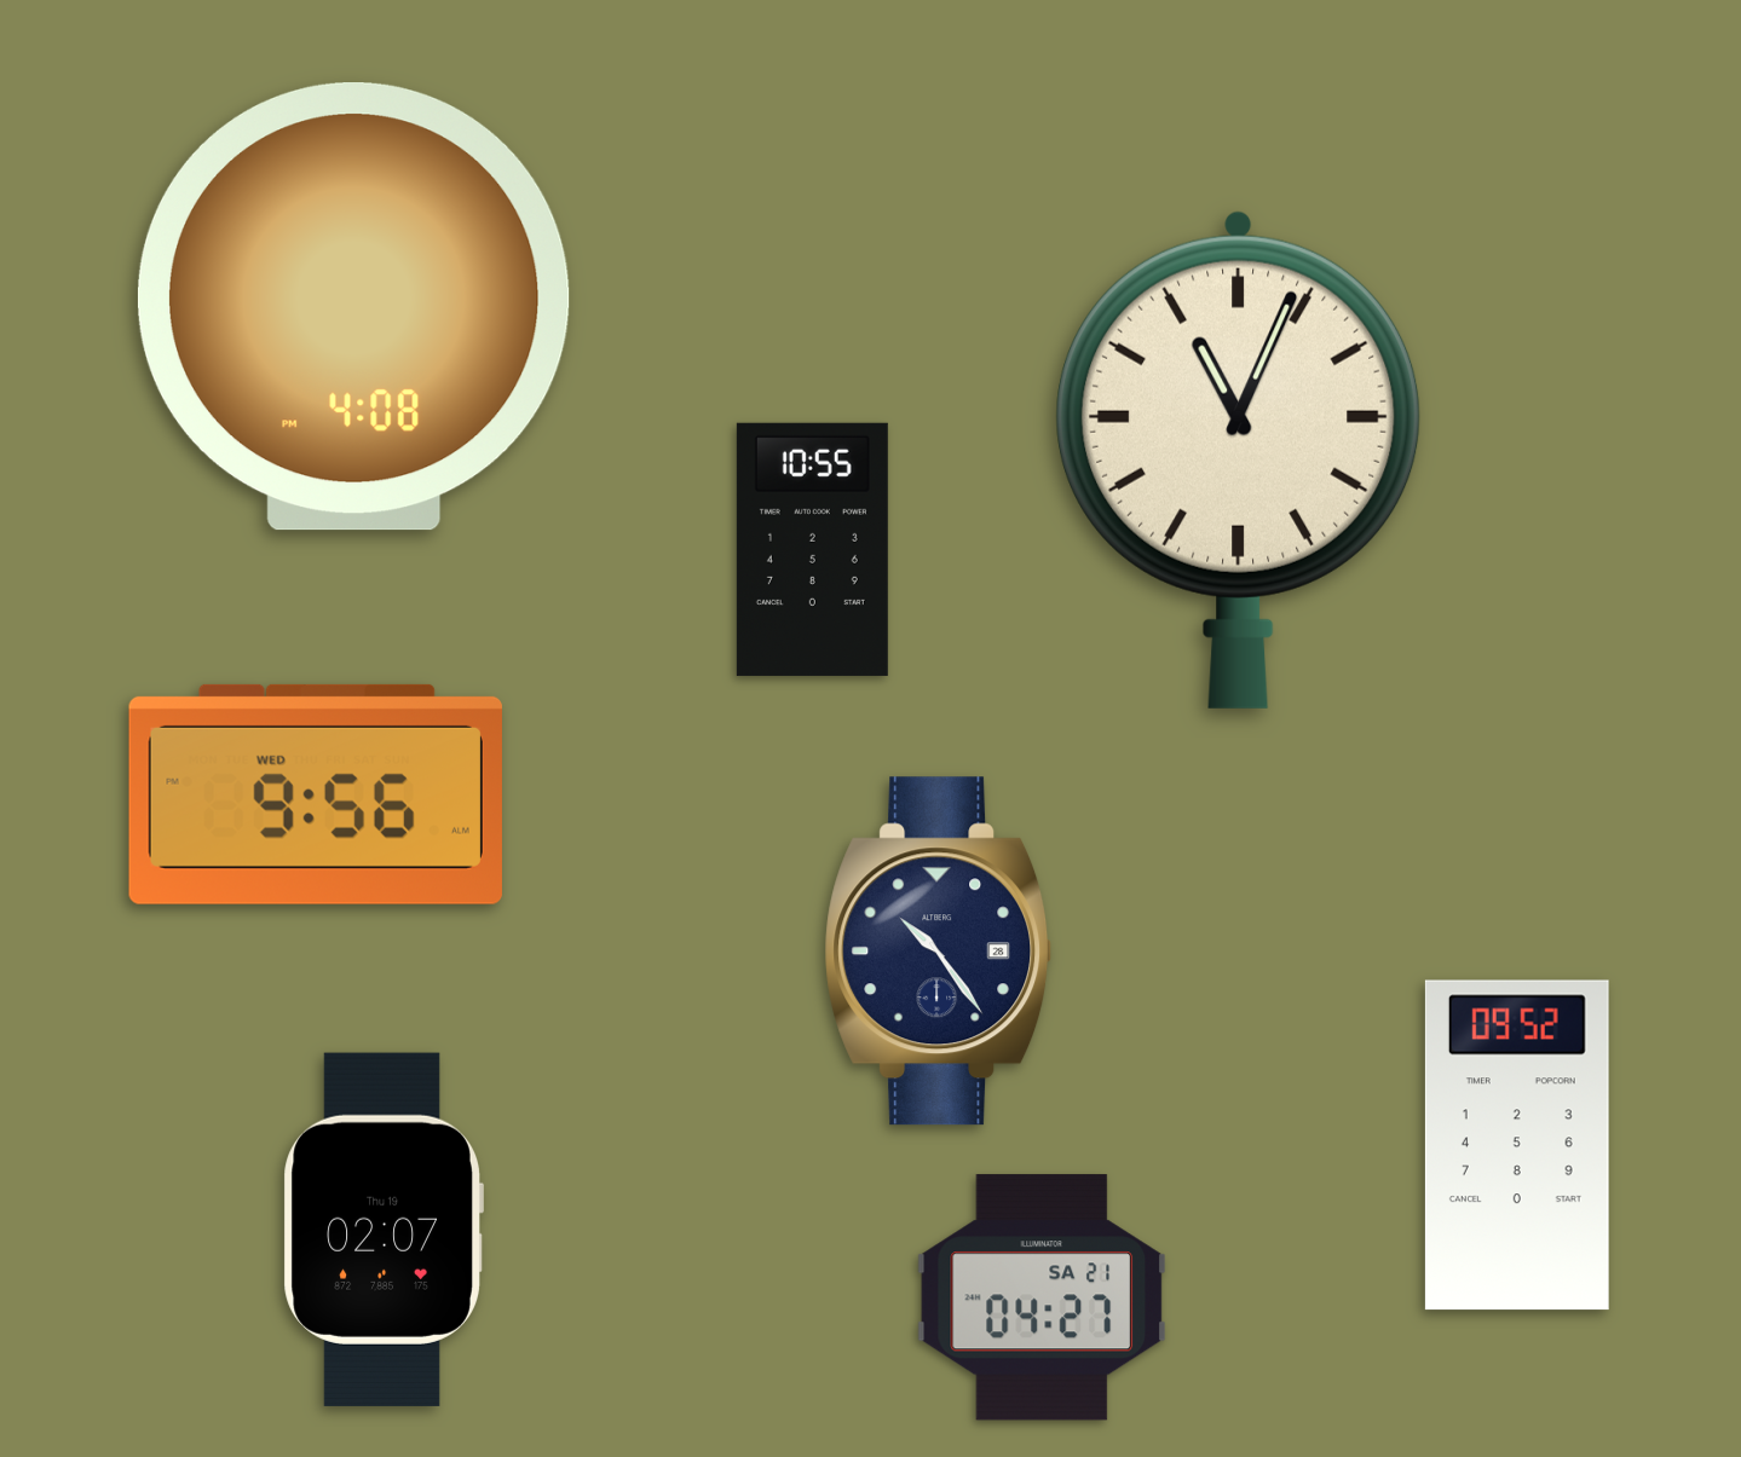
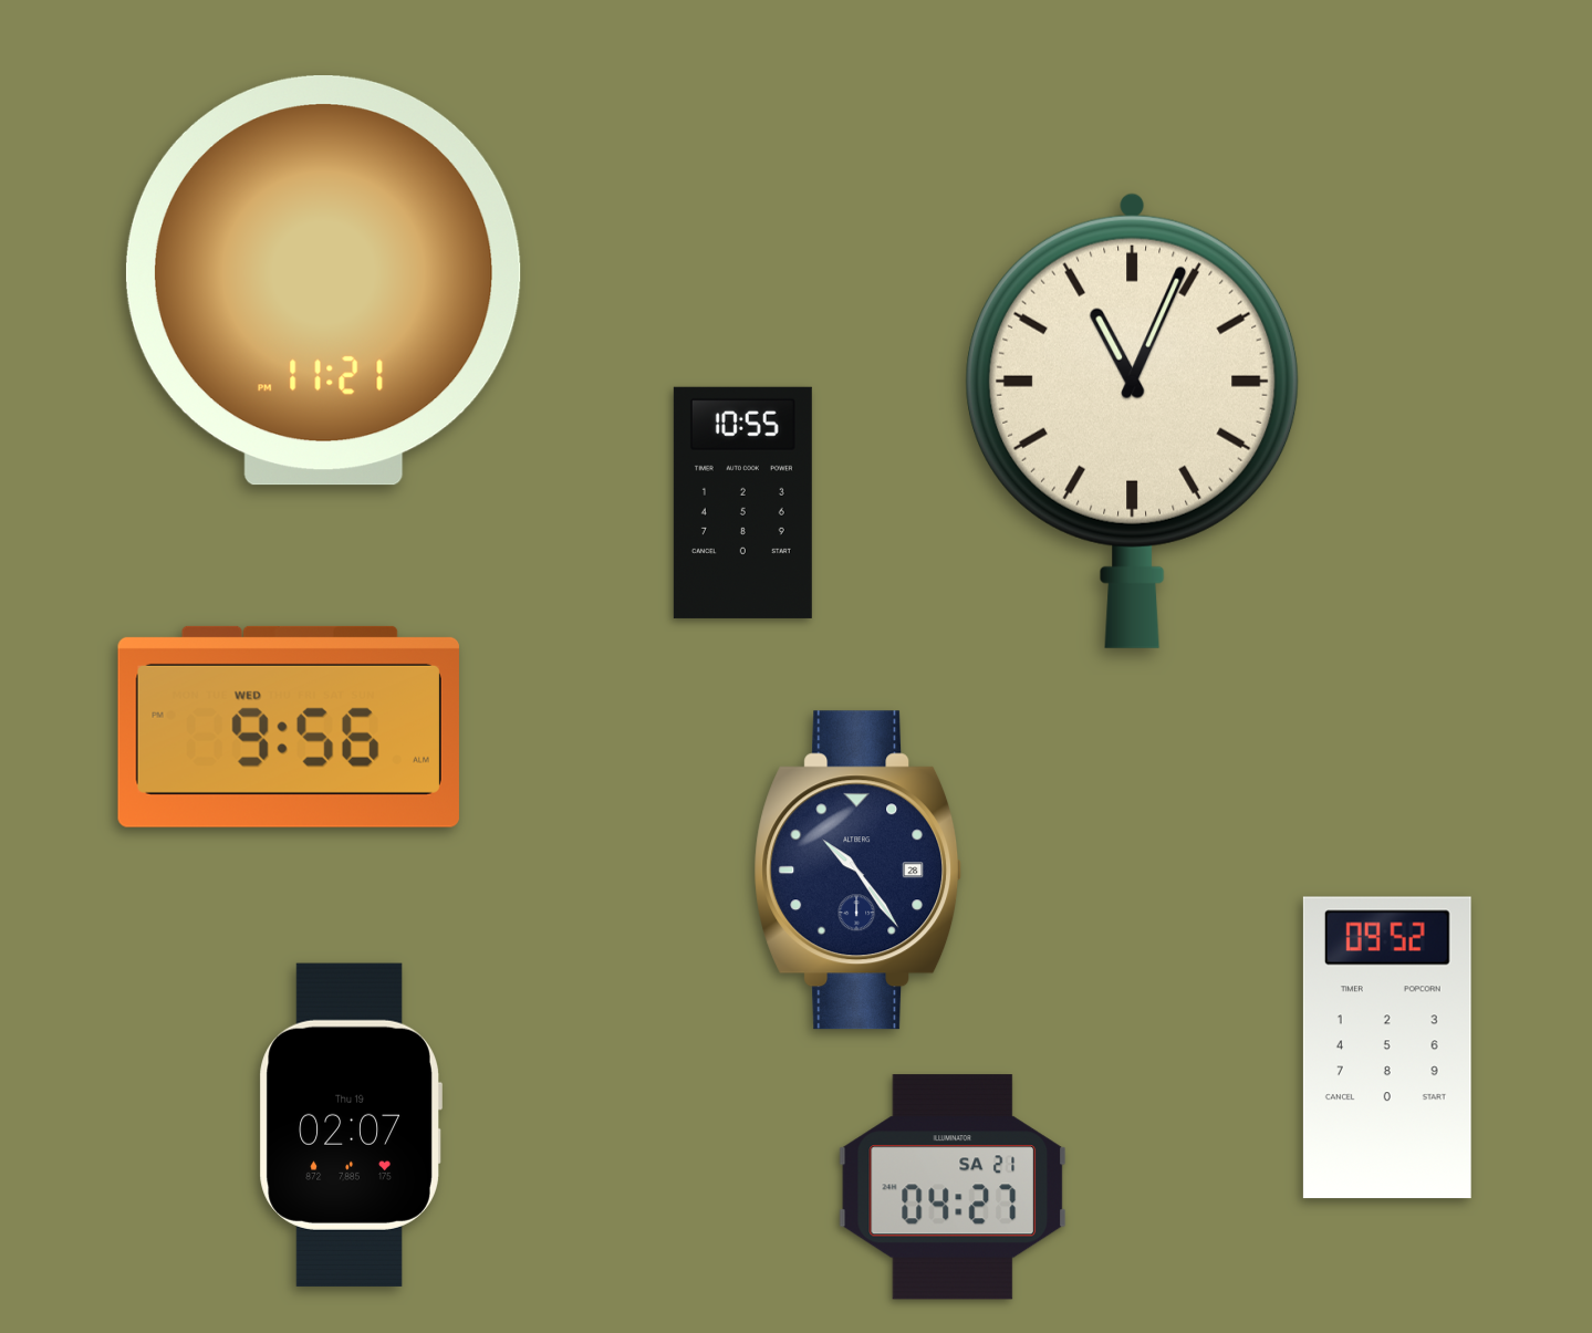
clock at (353, 307): 4:08 -> 11:21
